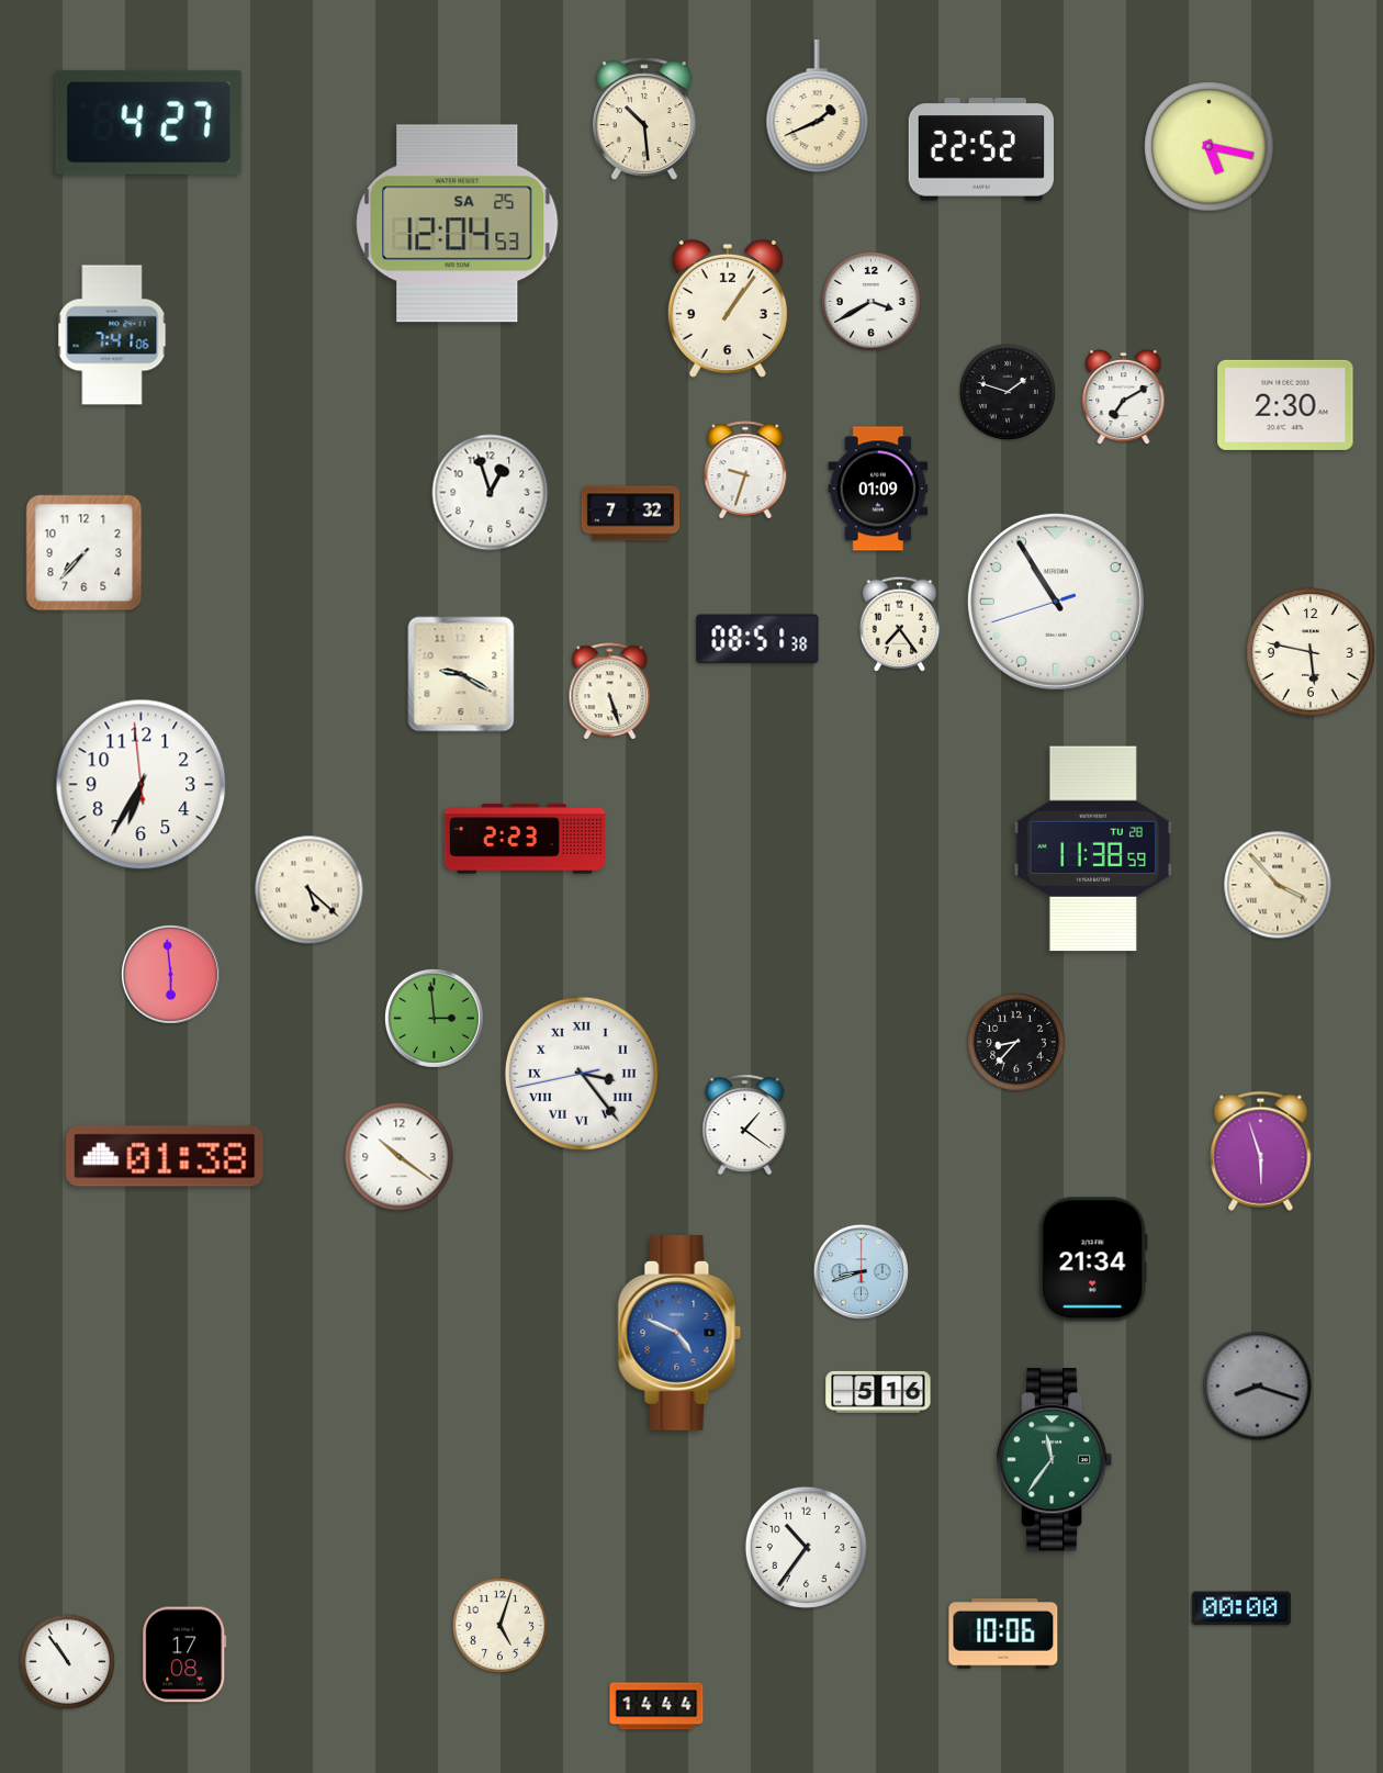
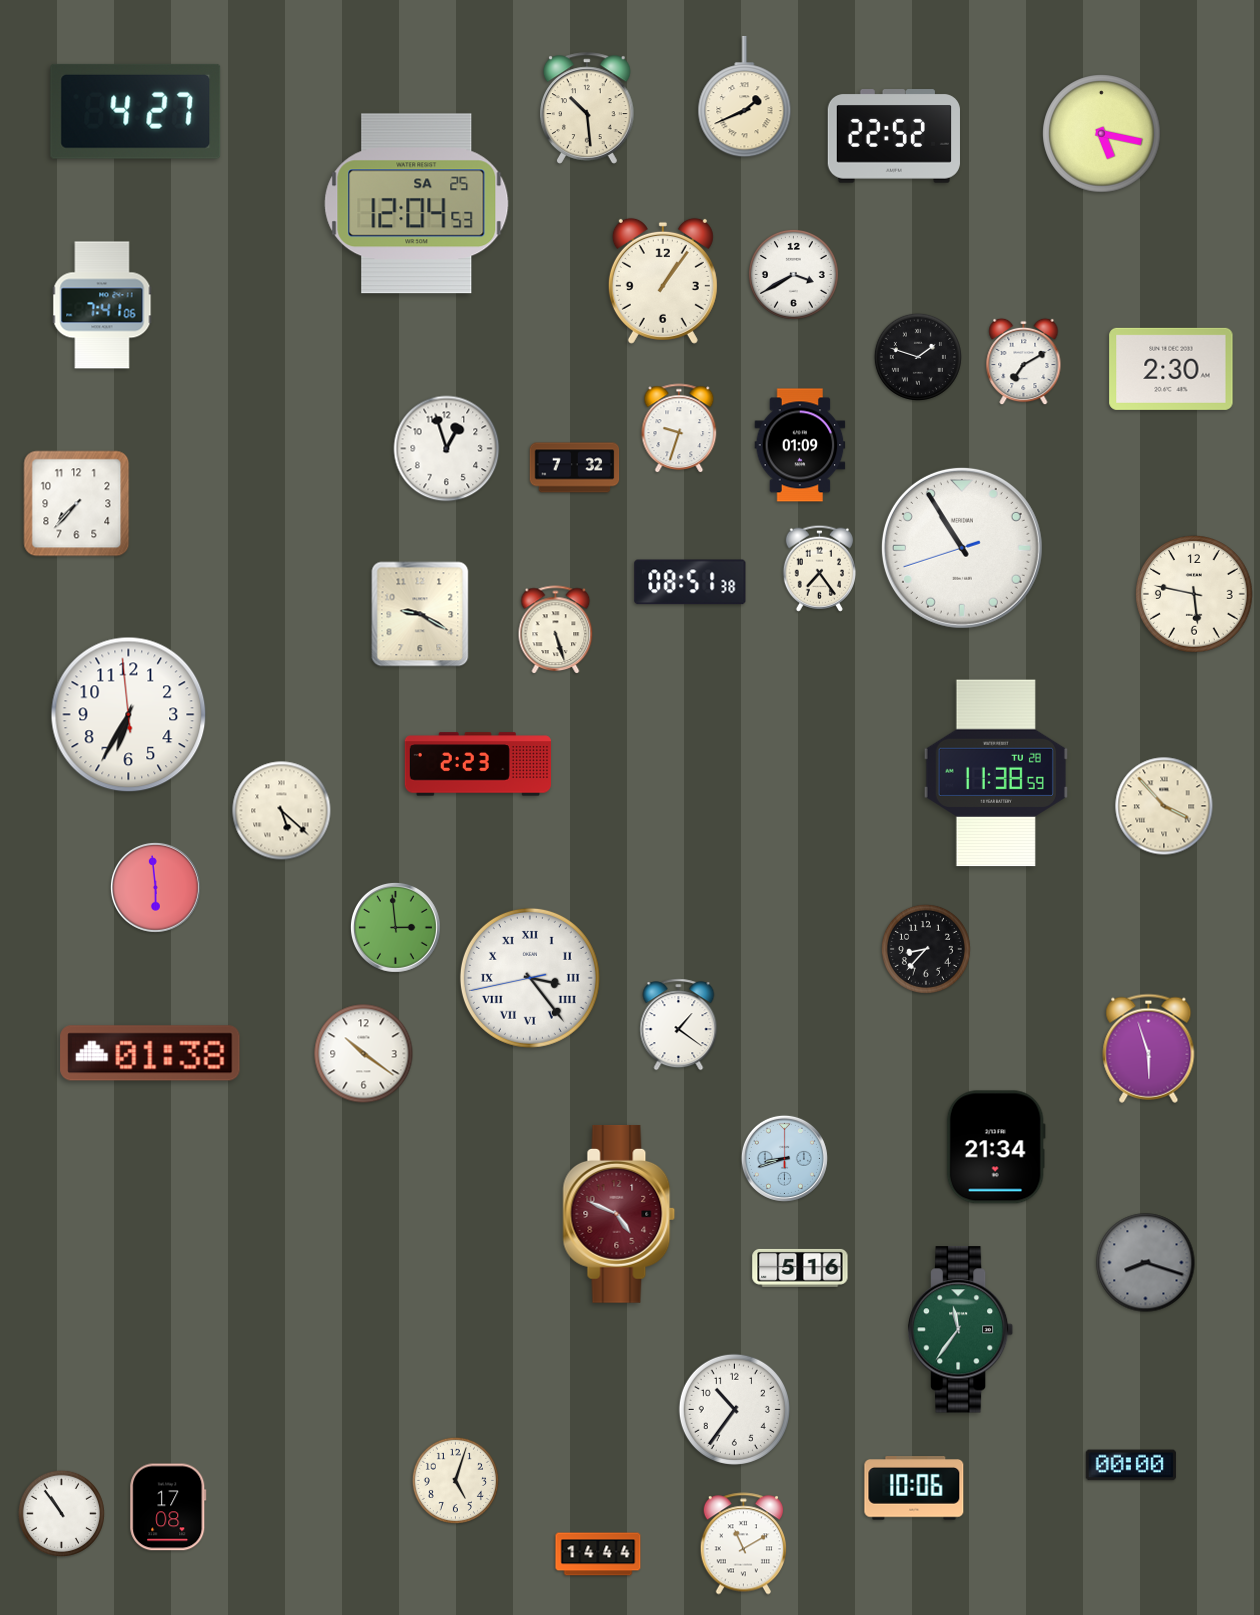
clock at (679, 1333) dial: blue -> burgundy
clock at (743, 1544): none -> 11:10
